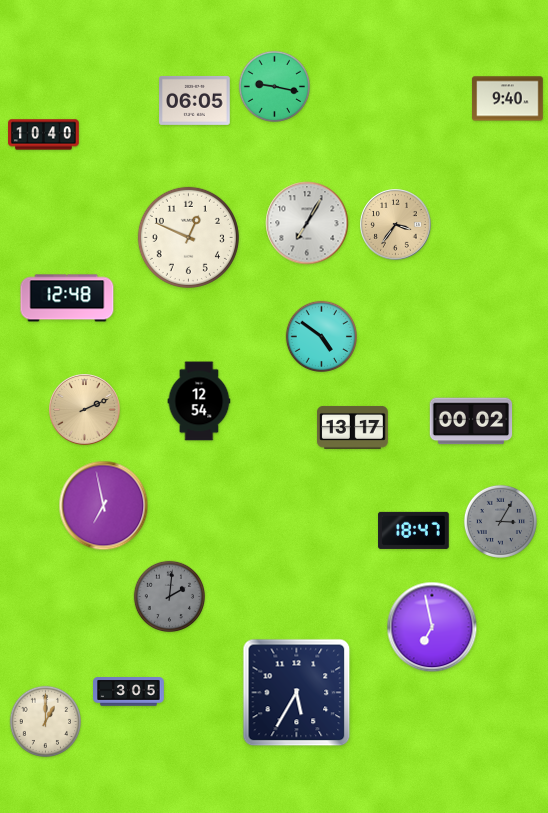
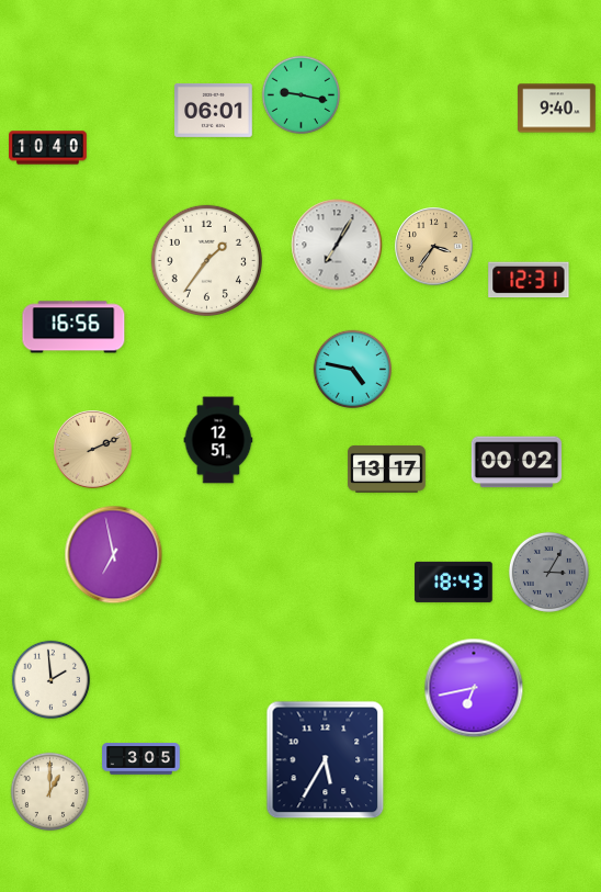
clock at (195, 100): 06:05 -> 06:01
clock at (188, 237): 12:49 -> 1:36
clock at (529, 280): none -> 12:31
clock at (67, 298): 12:48 -> 16:56
clock at (321, 336): 4:51 -> 4:47
clock at (199, 401): 12:54 -> 12:51
clock at (414, 530): 18:47 -> 18:43
clock at (169, 596): 2:01 -> none
clock at (50, 679): none -> 1:59
clock at (432, 627): 6:58 -> 6:43
